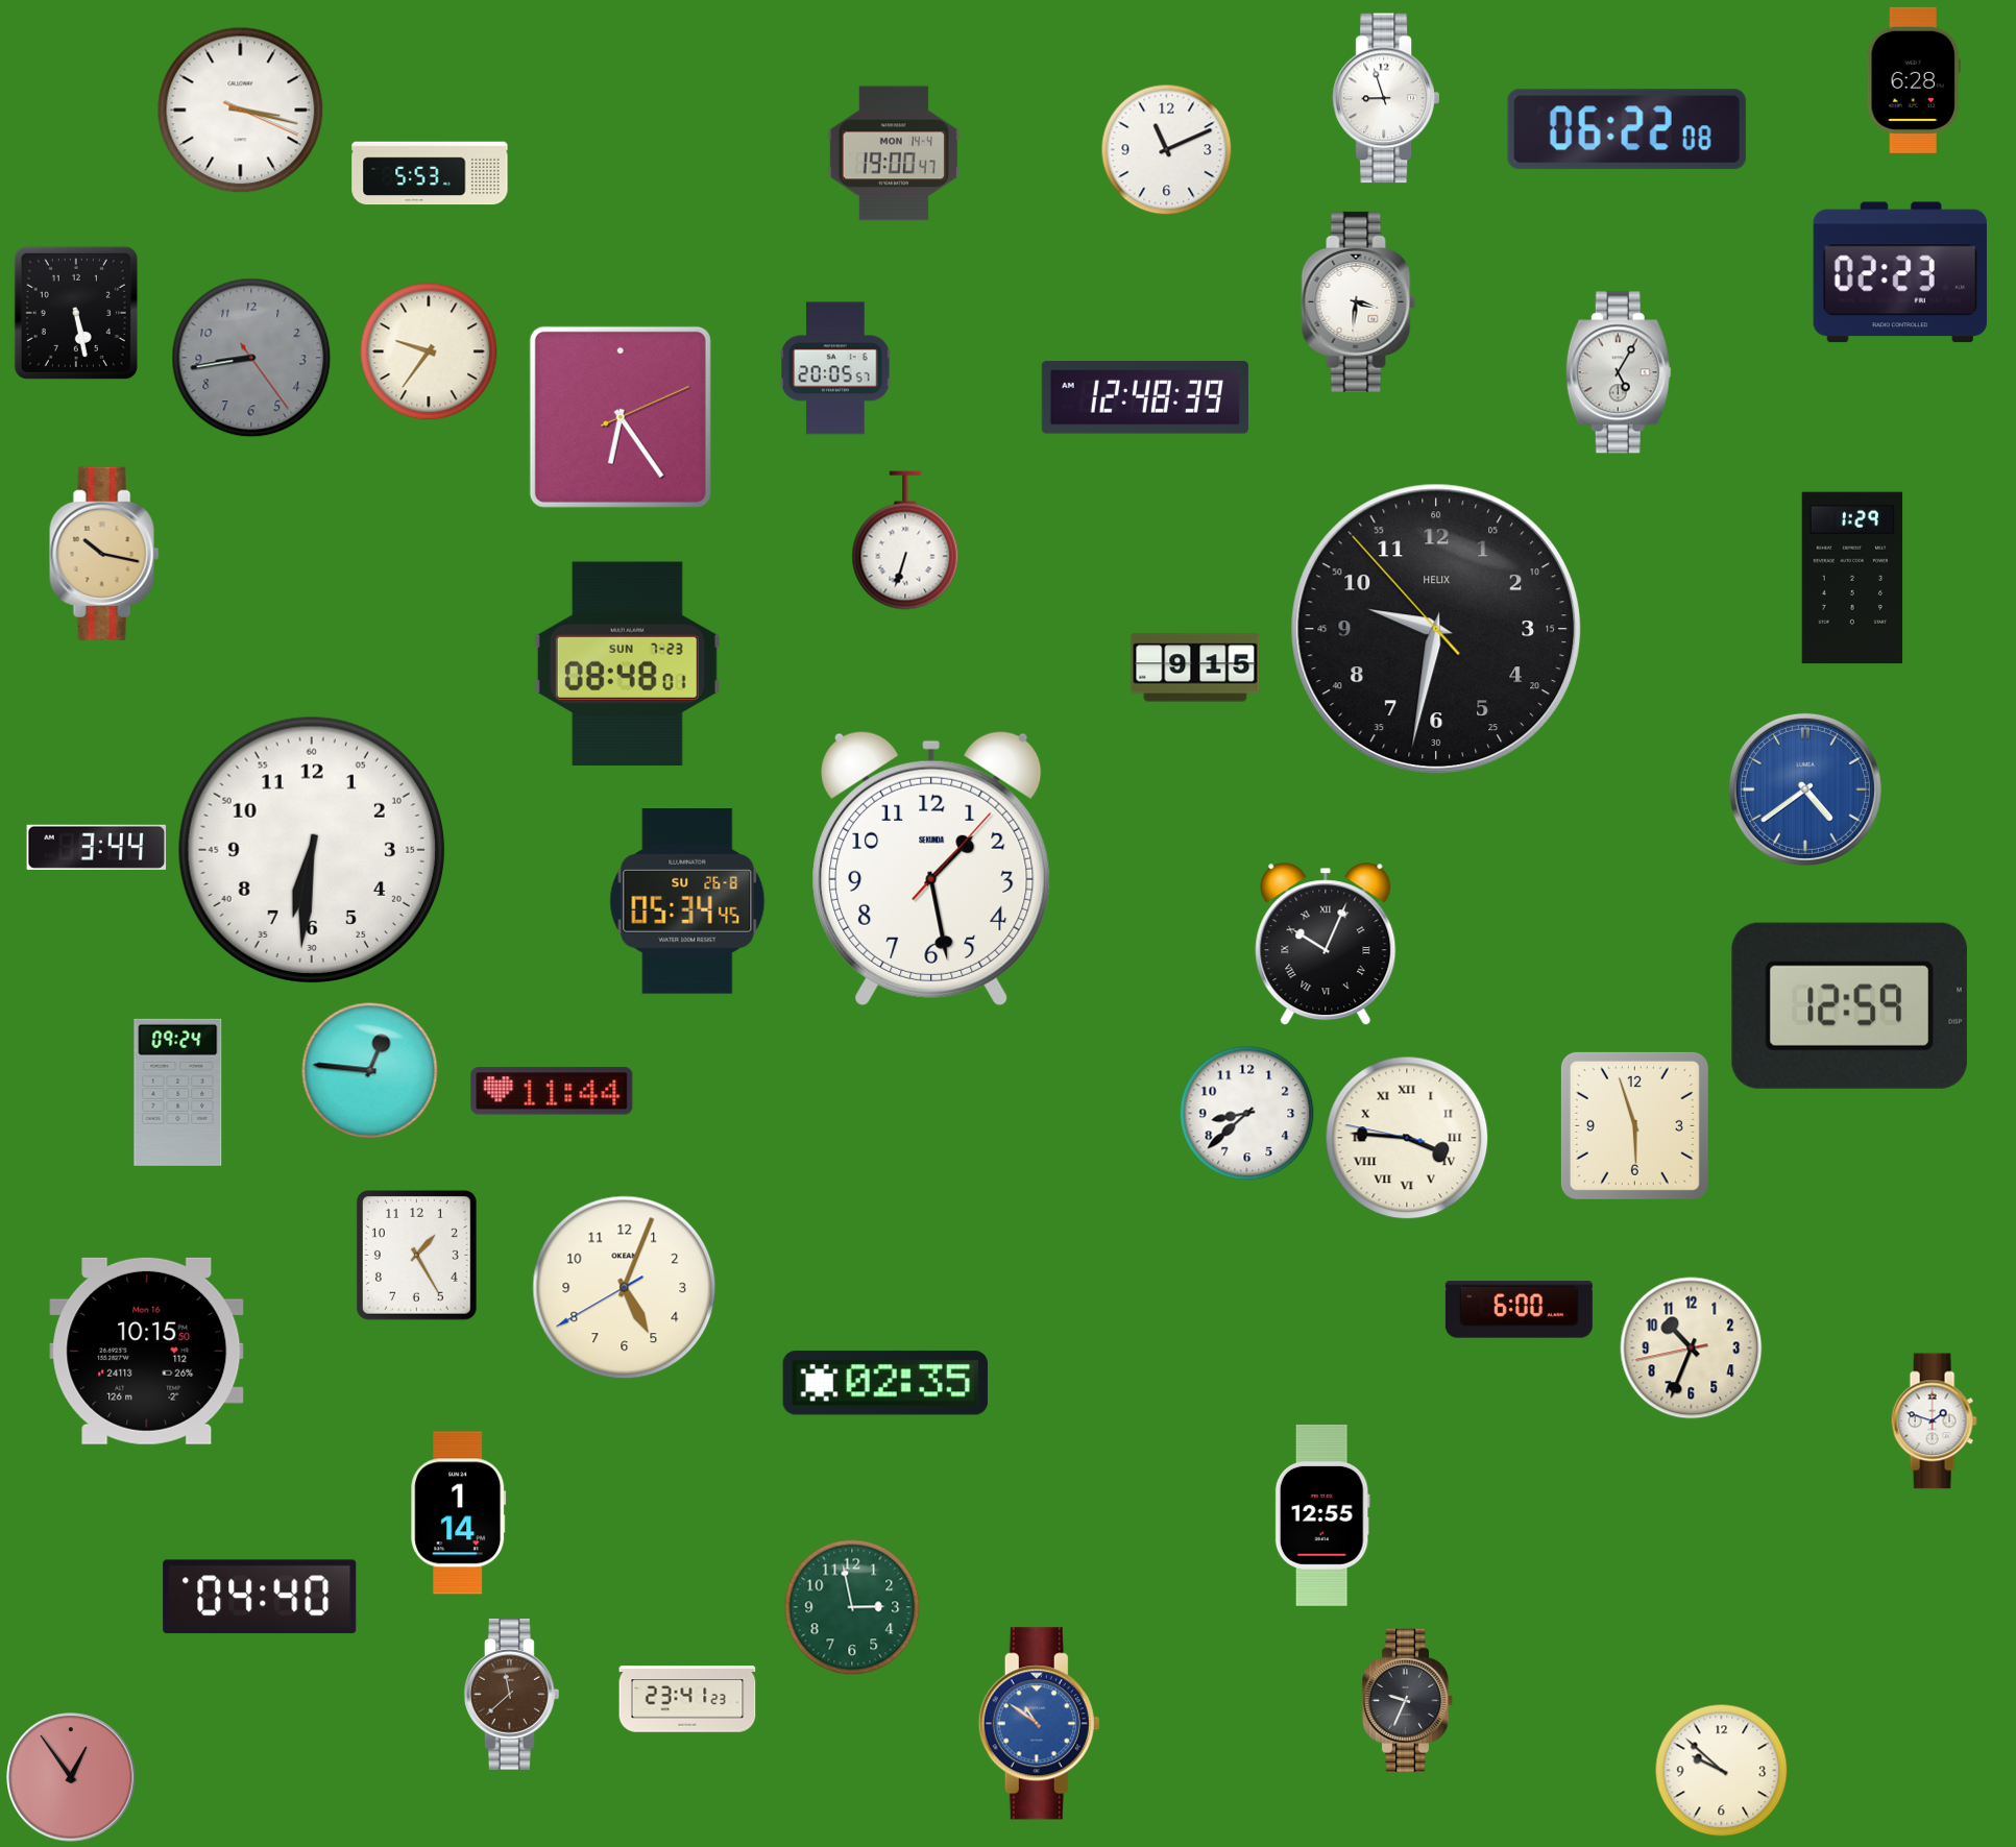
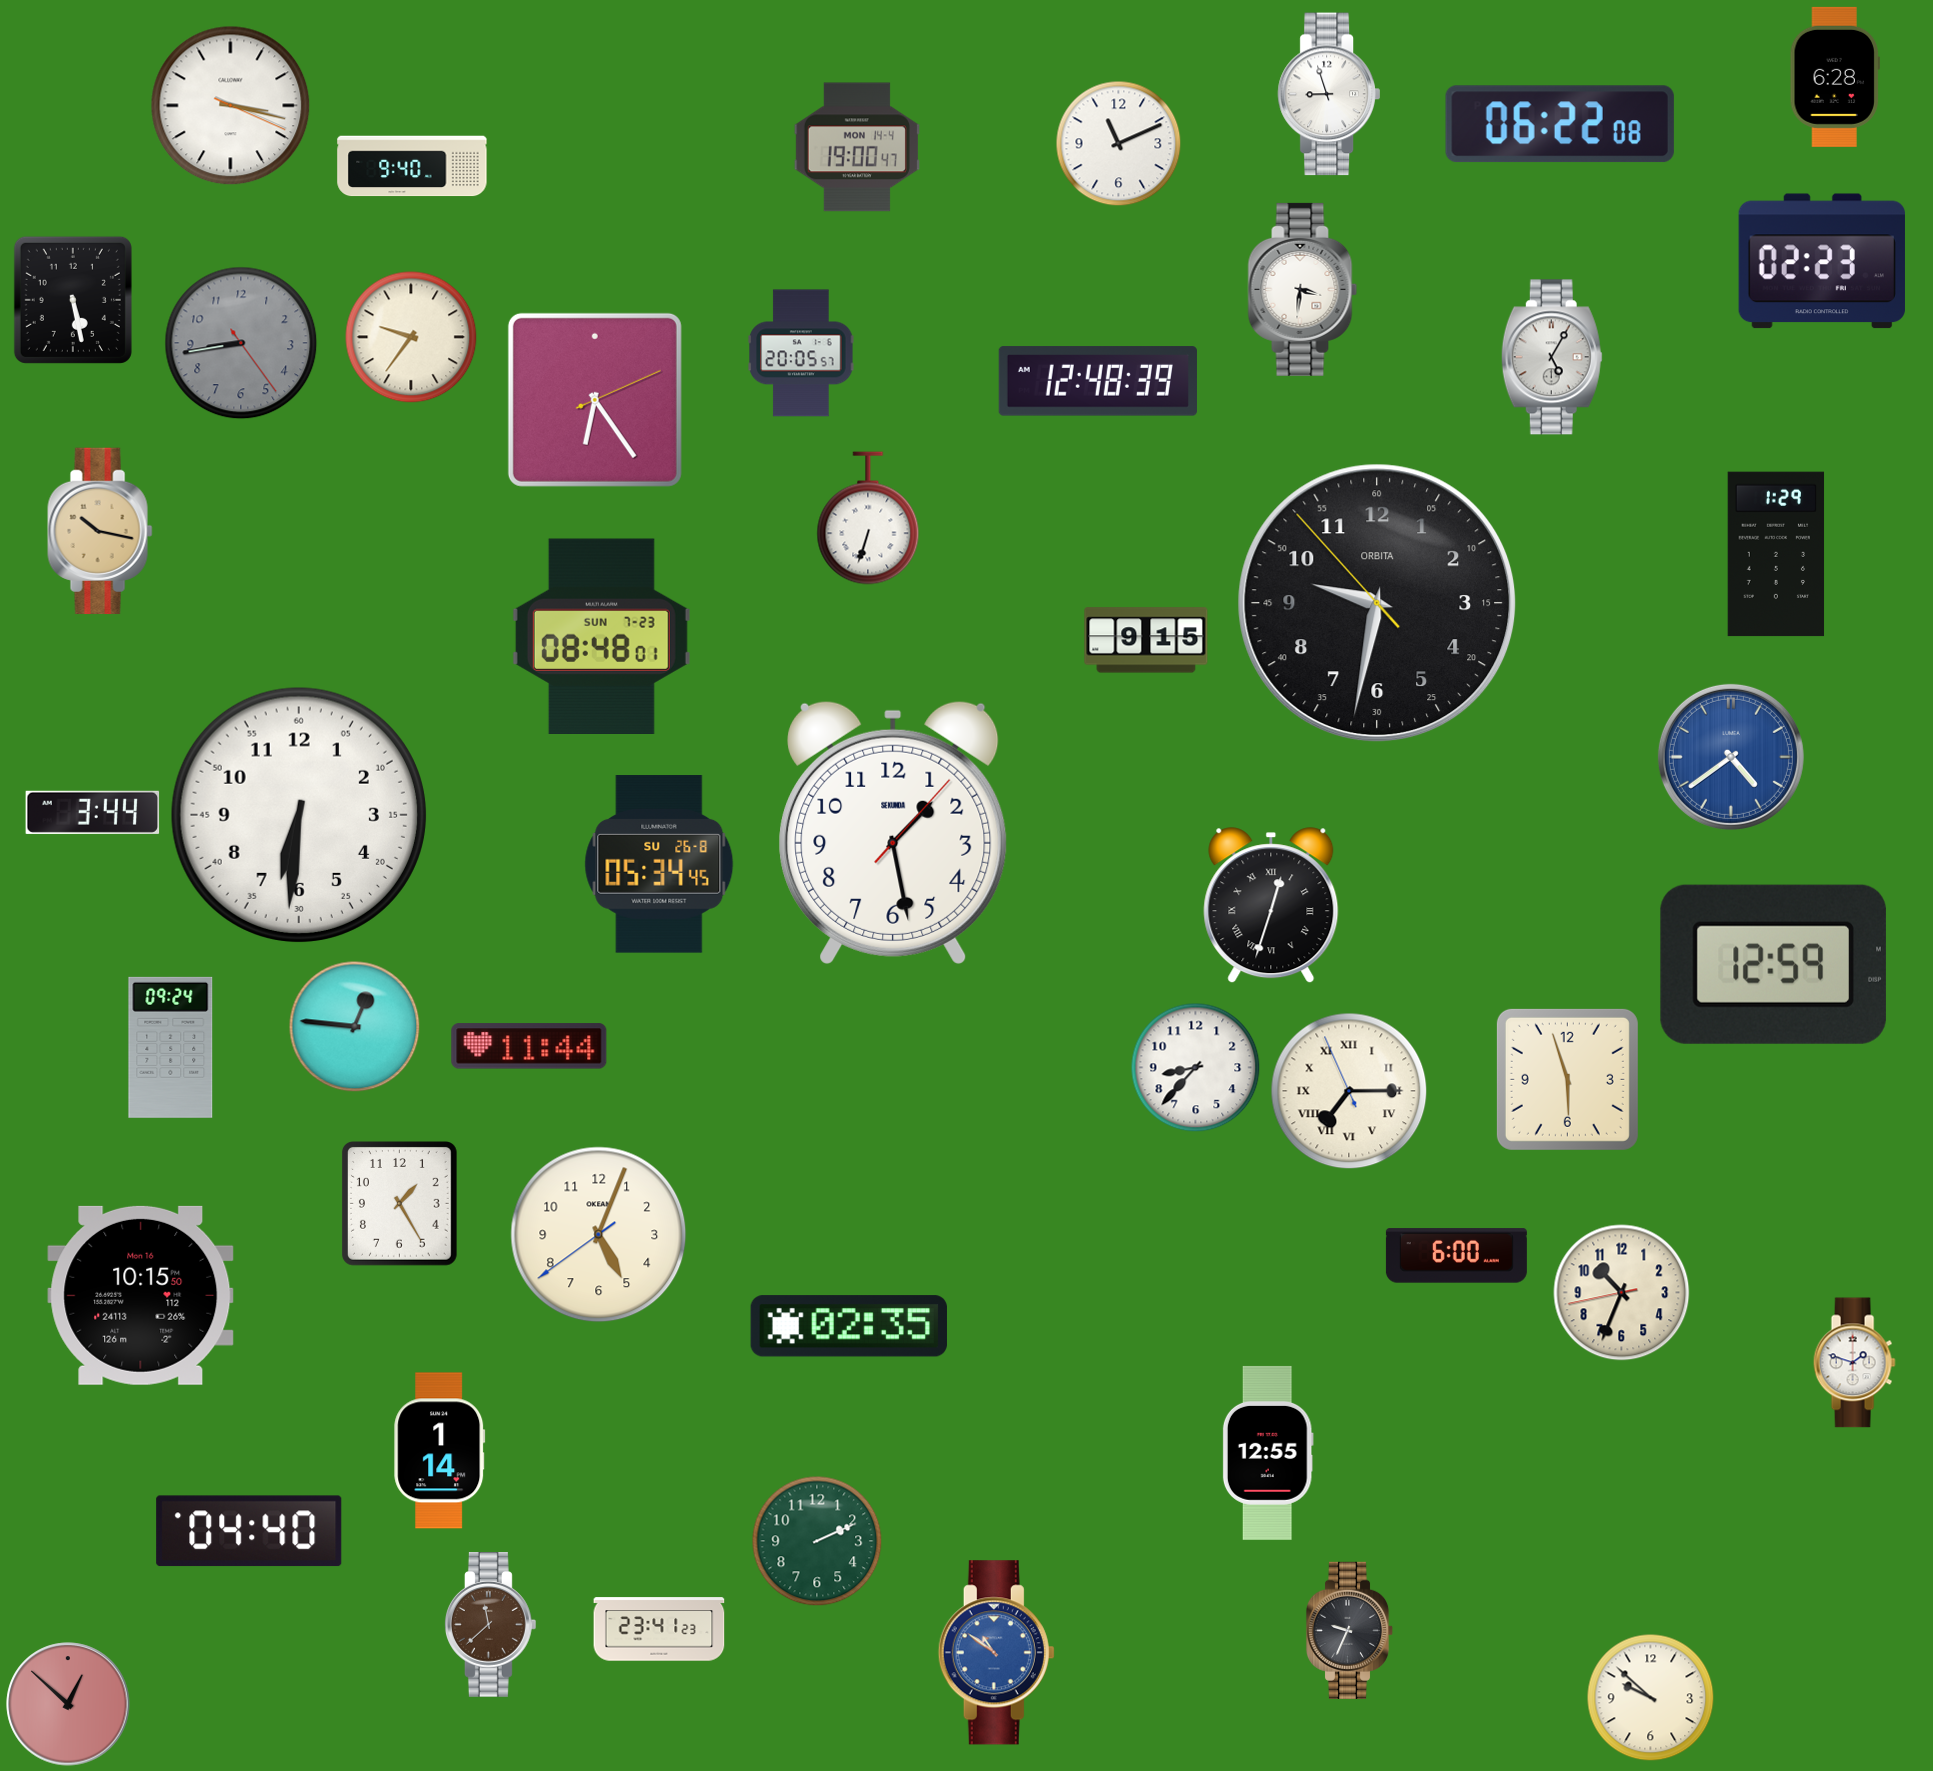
clock at (430, 173): 5:53 -> 9:40
clock at (1436, 629) brand: HELIX -> ORBITA
clock at (1326, 945): 10:04 -> 12:33
clock at (1247, 1114): 8:38 -> 8:37
clock at (1407, 1138): 3:45 -> 7:14
clock at (625, 1288): 5:03:40 -> 5:03:39
clock at (852, 1607): 2:58 -> 2:11
clock at (71, 1777): 12:54 -> 12:52
